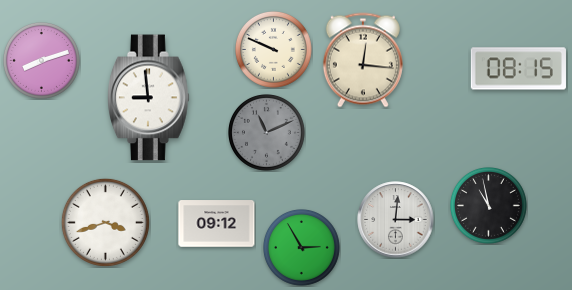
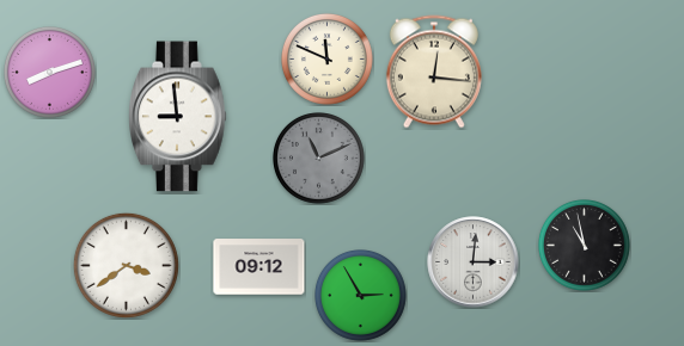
clock at (274, 50): 9:49 -> 11:49
clock at (518, 69): 08:15 -> none
clock at (105, 222): 3:42 -> 3:39
